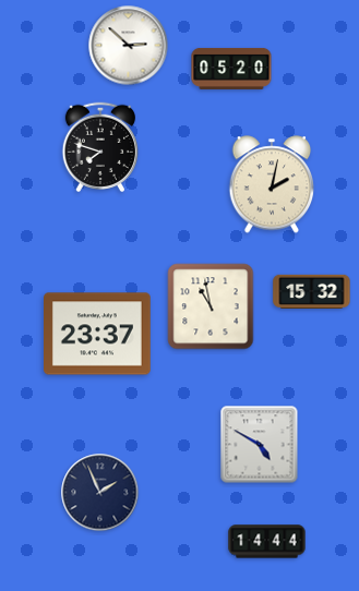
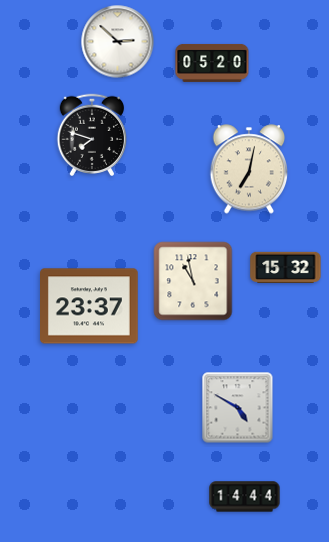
clock at (272, 184): 2:02 -> 7:02
clock at (100, 493): 1:56 -> none
